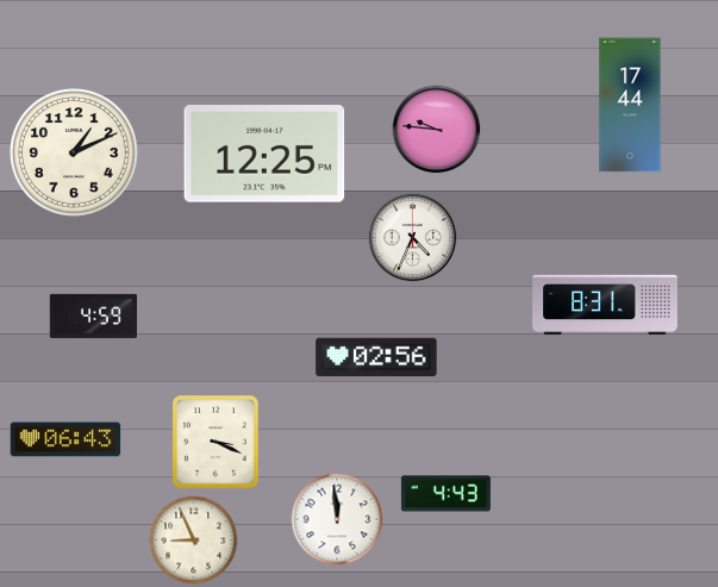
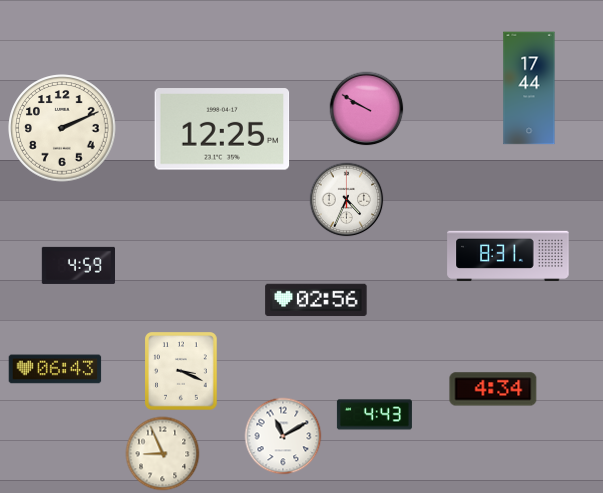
clock at (437, 130): 9:46 -> 9:50
clock at (74, 152): 1:11 -> 2:11
clock at (493, 389): none -> 4:34
clock at (337, 519): 11:59 -> 11:10
